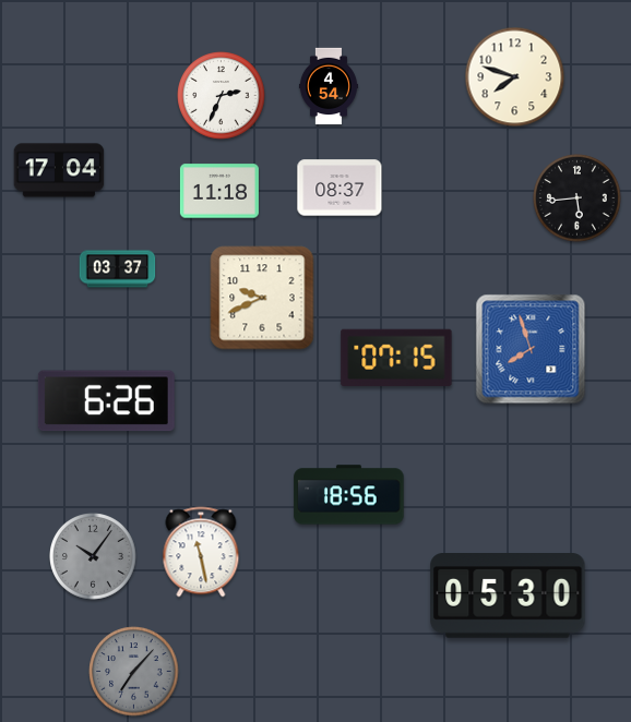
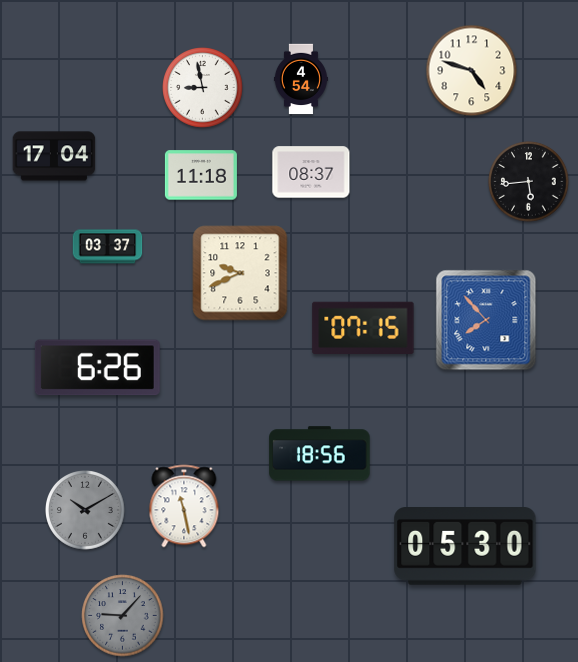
clock at (515, 77): 7:48 -> 4:48
clock at (222, 96): 2:34 -> 8:58
clock at (531, 349): 7:57 -> 7:53
clock at (94, 557): 10:06 -> 10:10
clock at (134, 672): 7:07 -> 9:07
